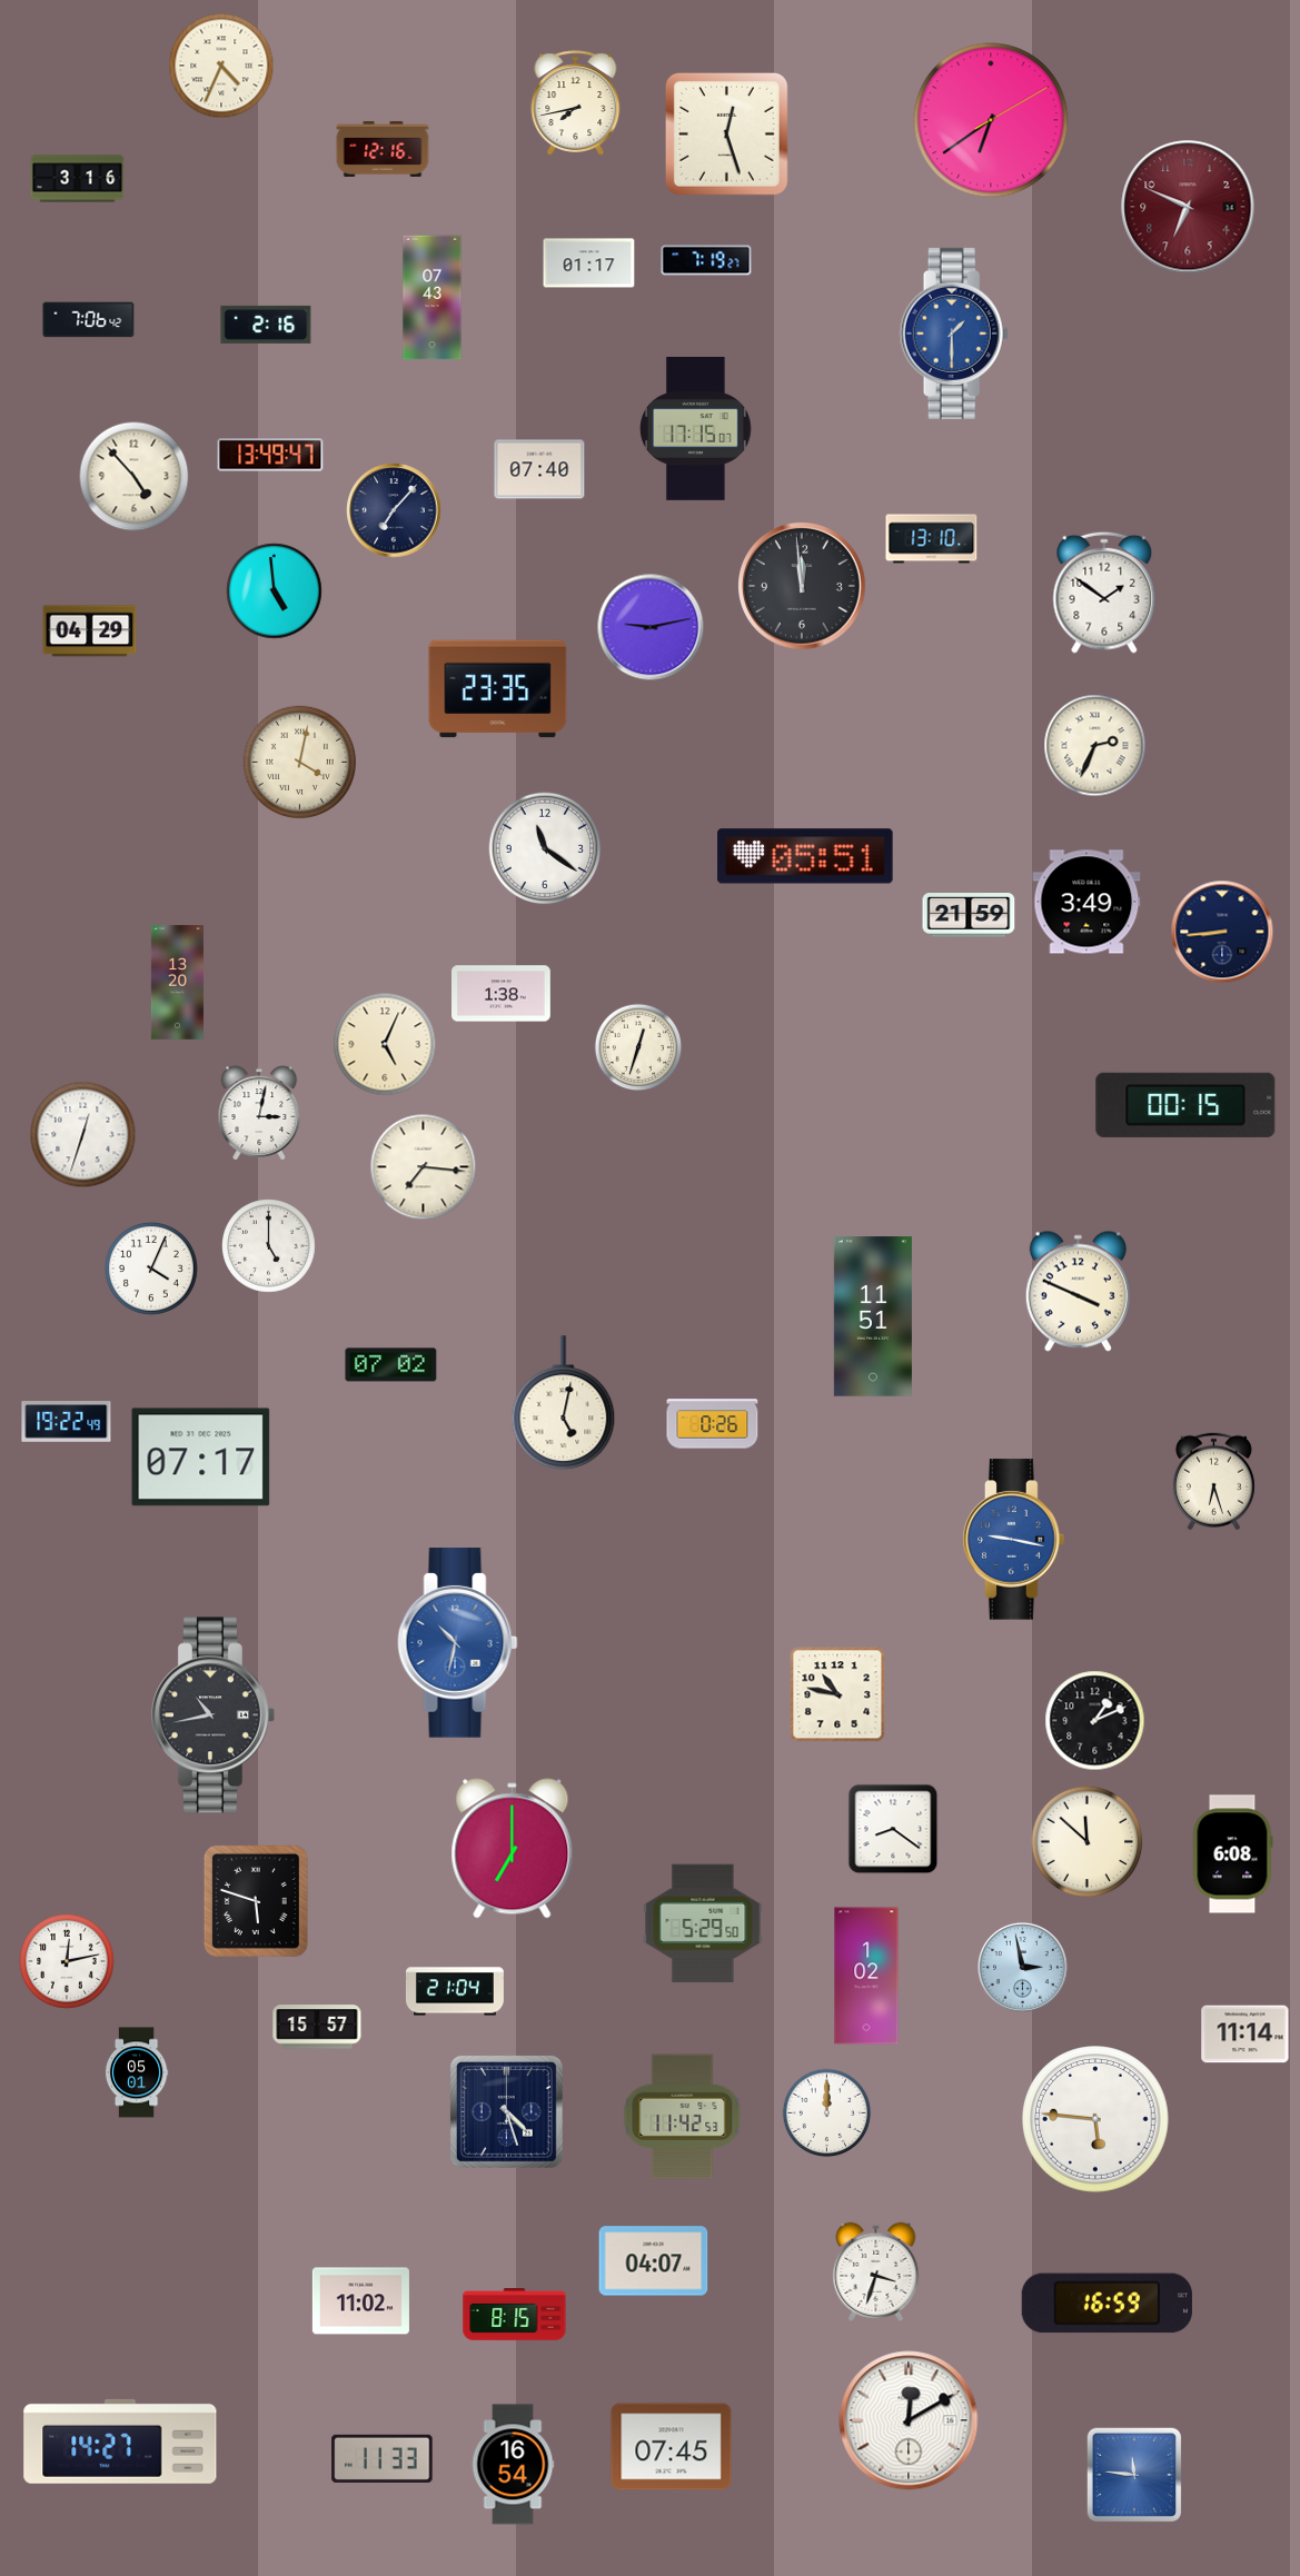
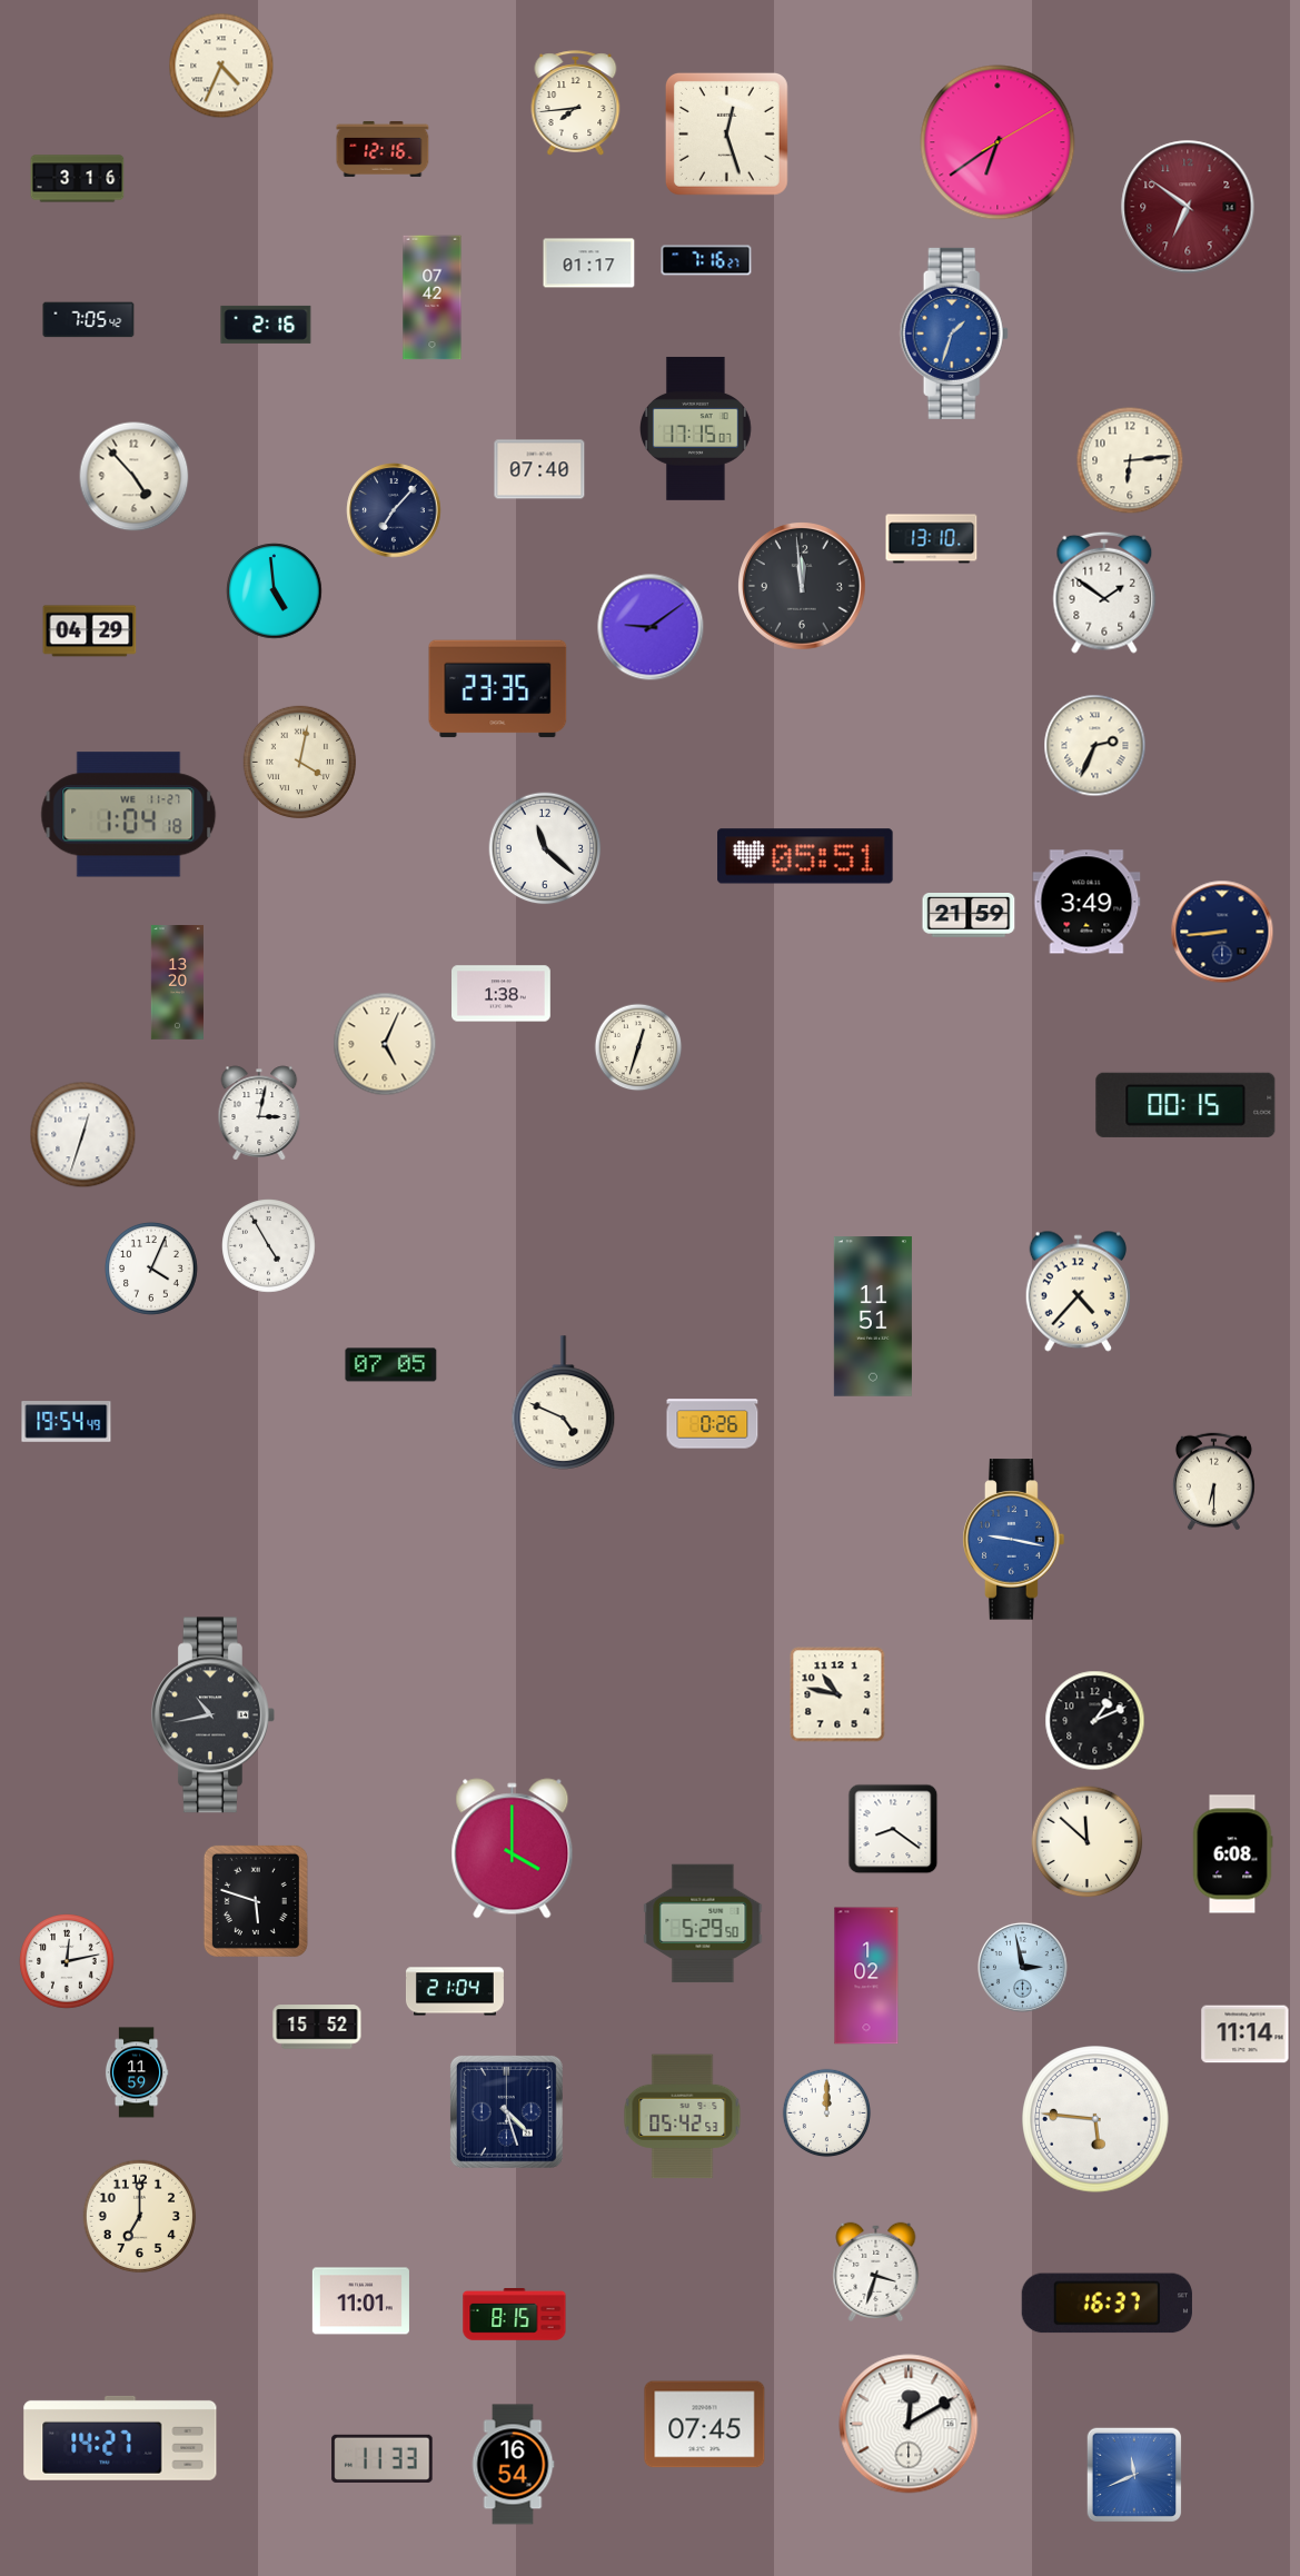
clock at (576, 103): 7:43 -> 7:44
clock at (991, 120) position: (991, 120) -> (998, 142)
clock at (1188, 207): 6:49 -> 6:51
clock at (706, 260): 7:19 -> 7:16
clock at (433, 298): 07:43 -> 07:42
clock at (89, 320): 7:06 -> 7:05
clock at (954, 334): 1:30 -> 1:33
clock at (270, 455): 13:49 -> none
clock at (1130, 460): none -> 6:14
clock at (651, 627): 9:13 -> 9:09
clock at (129, 815): none -> 1:04
clock at (545, 848): 11:21 -> 11:22
clock at (424, 1167): 7:16 -> none
clock at (269, 1246): 5:00 -> 4:55
clock at (1078, 1291): 3:49 -> 4:37
clock at (391, 1365): 07:02 -> 07:05
clock at (564, 1403): 5:02 -> 4:49
clock at (67, 1422): 19:22 -> 19:54
clock at (201, 1458): 07:17 -> none
clock at (1213, 1482): 6:27 -> 6:30
clock at (458, 1643): 10:32 -> none
clock at (513, 1849): 7:00 -> 4:00
clock at (317, 2027): 15:57 -> 15:52
clock at (137, 2072): 05:01 -> 11:59
clock at (683, 2117): 11:42 -> 05:42
clock at (140, 2217): none -> 7:00
clock at (654, 2261): 04:07 -> none
clock at (360, 2301): 11:02 -> 11:01
clock at (1107, 2304): 16:59 -> 16:37
clock at (909, 2420) position: (909, 2420) -> (909, 2424)
clock at (120, 2441) position: (120, 2441) -> (120, 2438)
clock at (672, 2447) position: (672, 2447) -> (705, 2425)
clock at (1134, 2475): 11:46 -> 11:41
